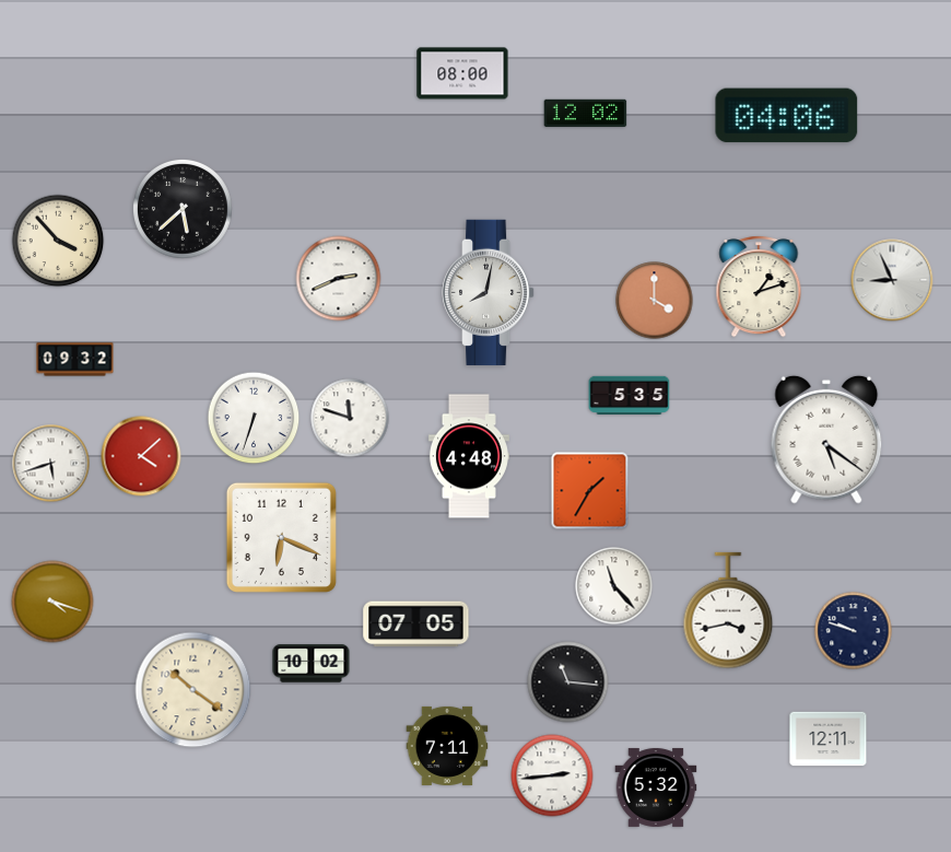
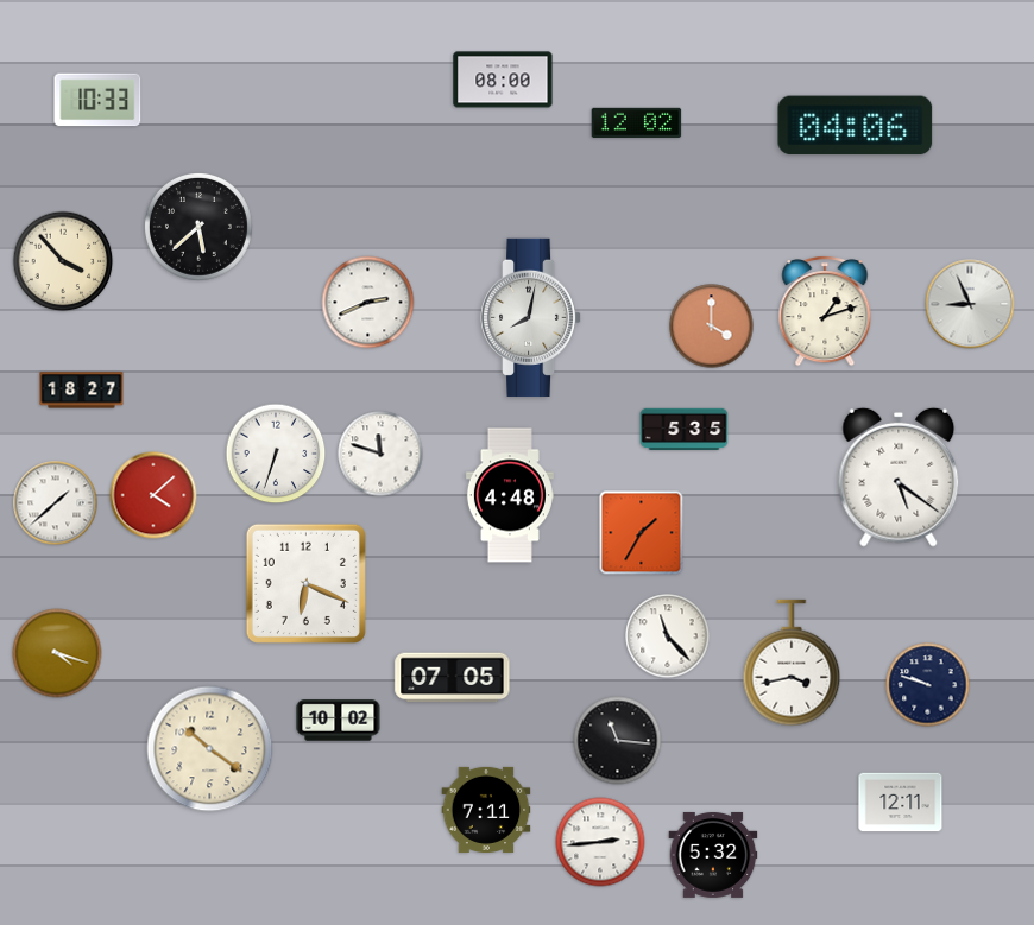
clock at (97, 100): none -> 10:33
clock at (75, 360): 09:32 -> 18:27
clock at (51, 464): 5:42 -> 1:38
